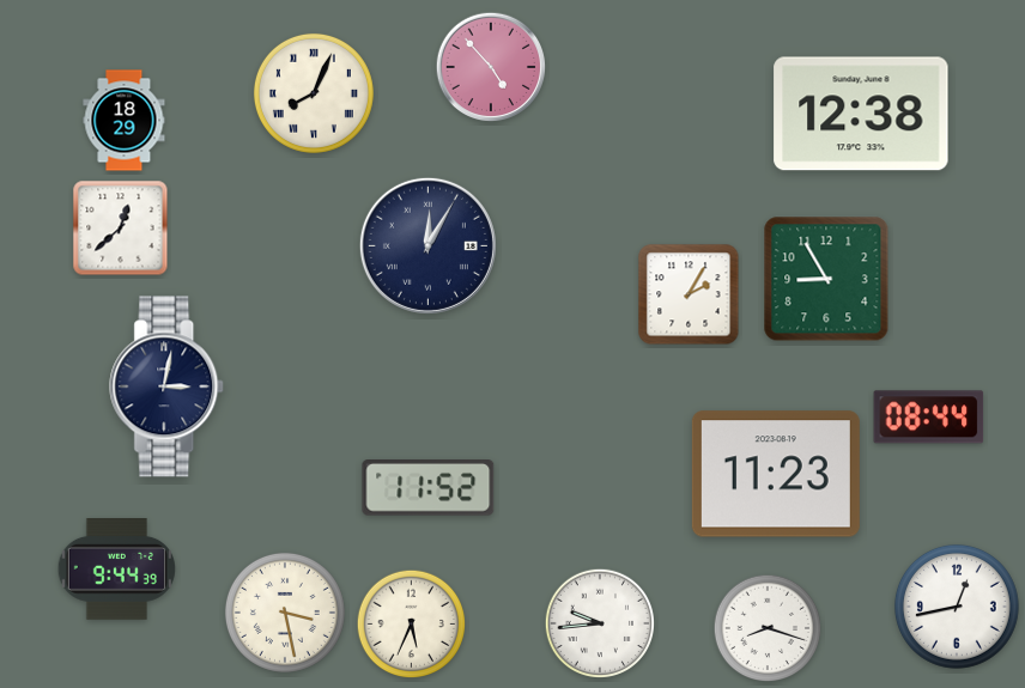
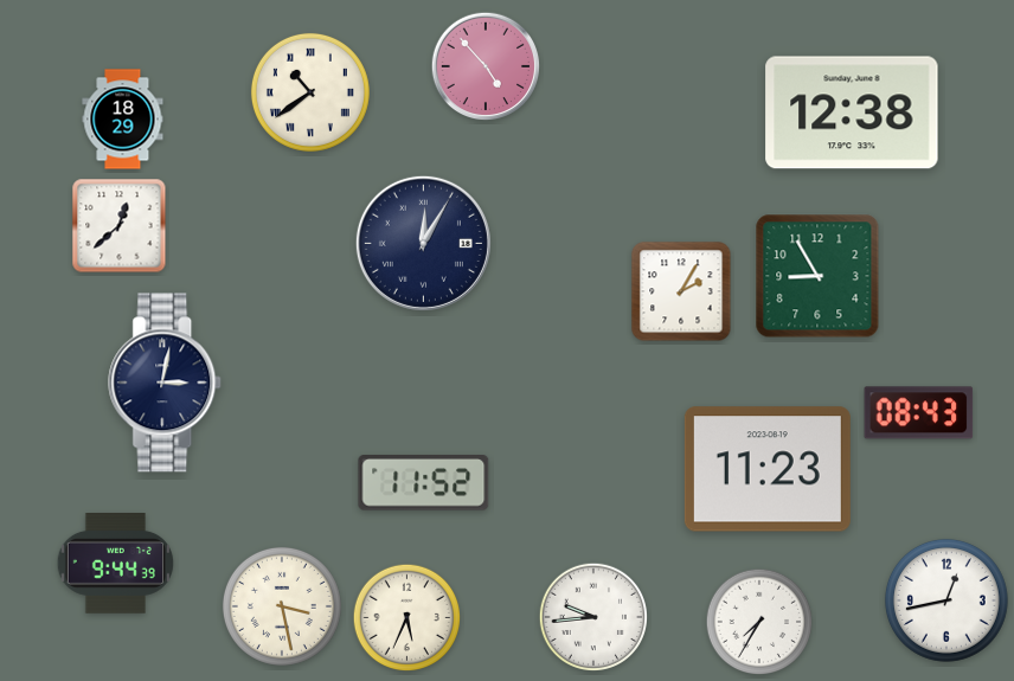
clock at (314, 93): 8:04 -> 10:39
clock at (929, 418): 08:44 -> 08:43
clock at (768, 628): 8:18 -> 7:35
